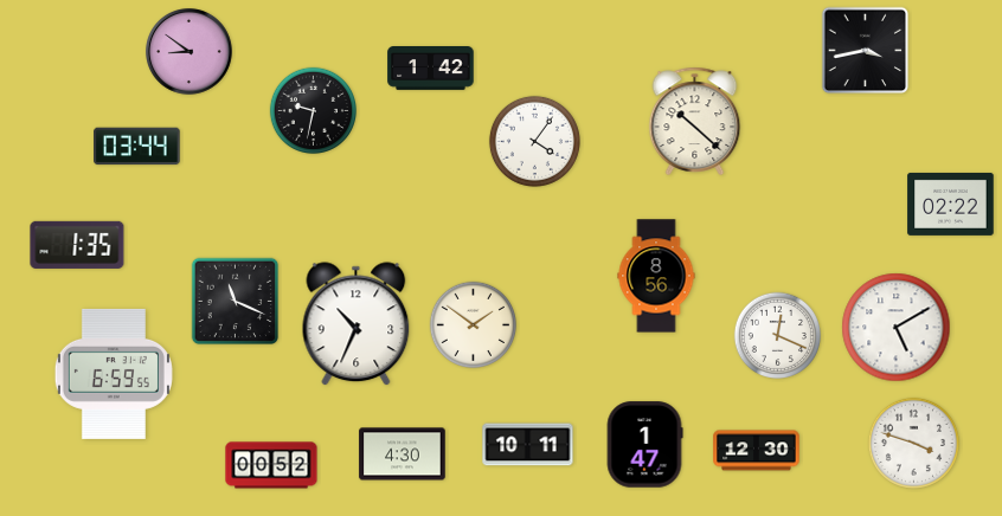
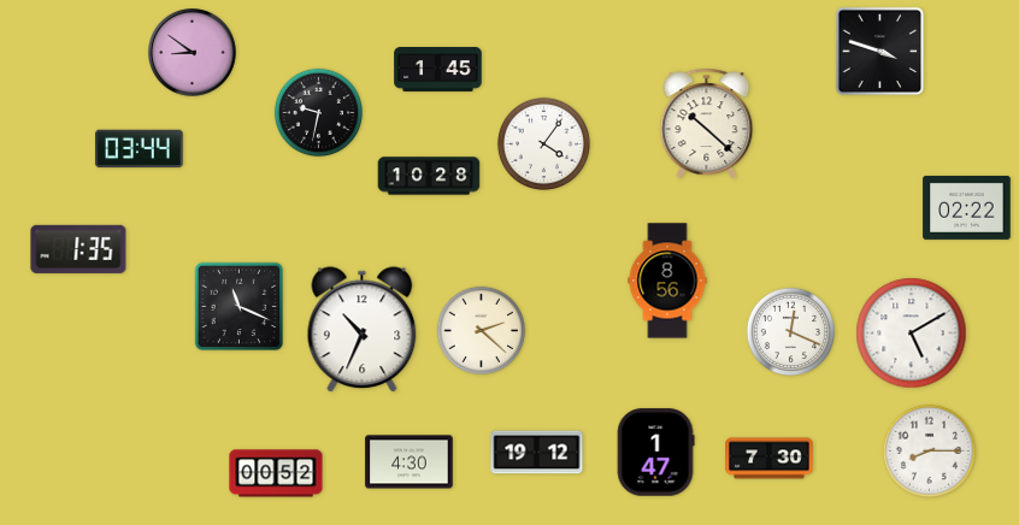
clock at (866, 51): 3:43 -> 3:48
clock at (431, 69): 1:42 -> 1:45
clock at (429, 176): none -> 10:28
clock at (473, 324): 1:51 -> 2:22
clock at (777, 335) position: (777, 335) -> (790, 331)
clock at (114, 374): 6:59 -> none
clock at (913, 443): 3:48 -> 8:15
clock at (528, 445): 10:11 -> 19:12
clock at (757, 451): 12:30 -> 7:30
